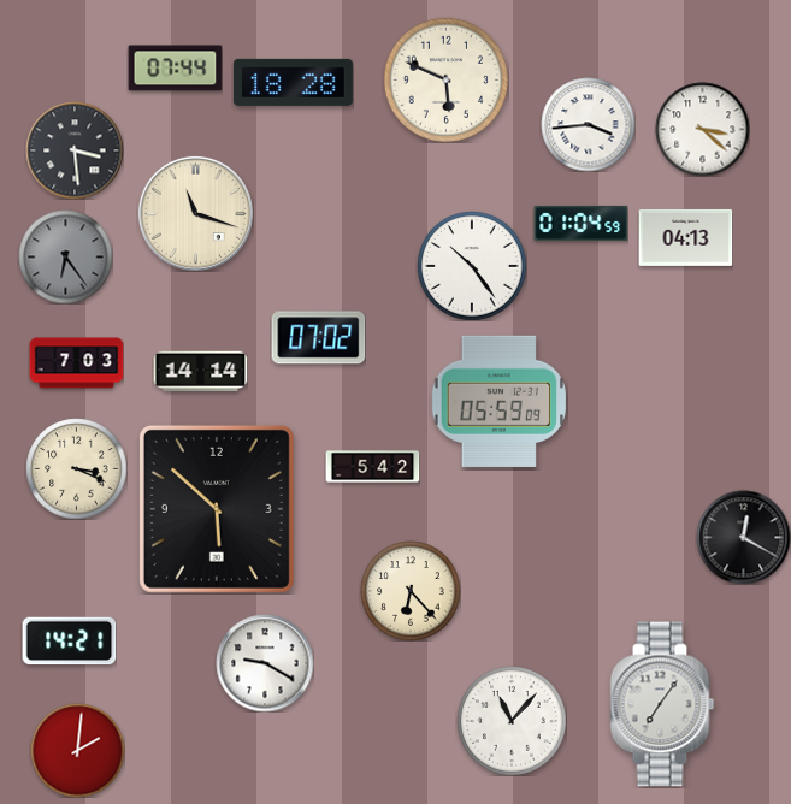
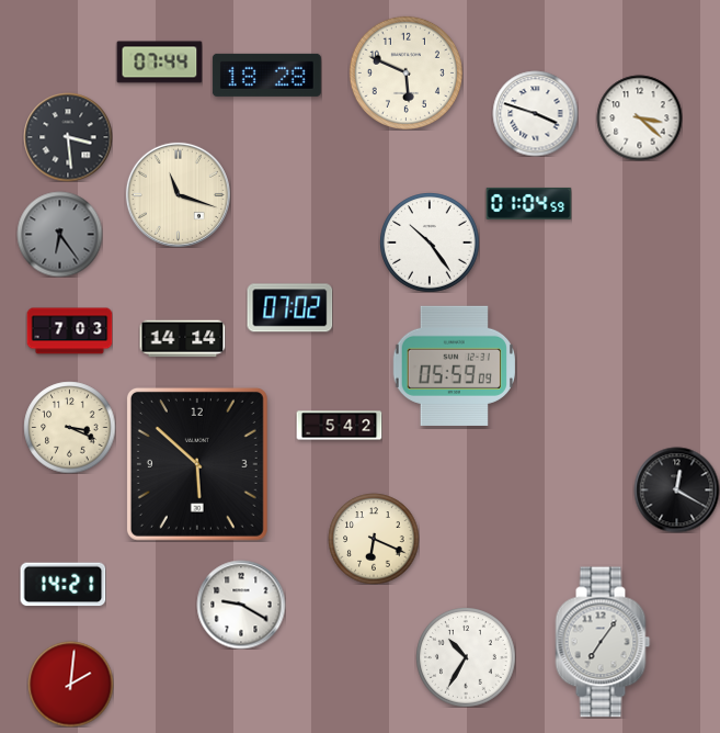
clock at (588, 124): 3:44 -> 3:48
clock at (685, 237): 04:13 -> none
clock at (411, 591): 6:23 -> 6:19
clock at (512, 721): 11:07 -> 10:35
